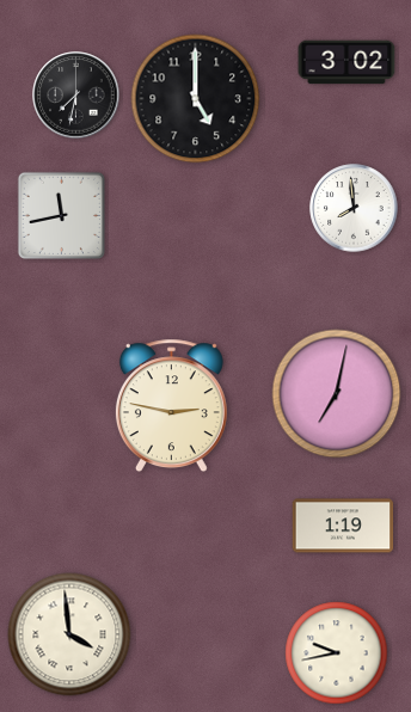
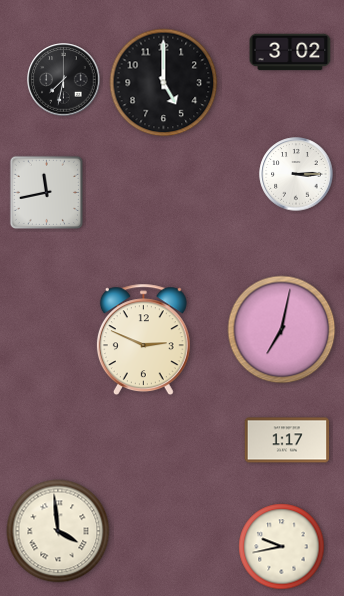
clock at (354, 208): 7:59 -> 3:15
clock at (61, 215) position: (61, 215) -> (46, 192)
clock at (171, 406): 2:47 -> 2:49
clock at (343, 526): 1:19 -> 1:17
